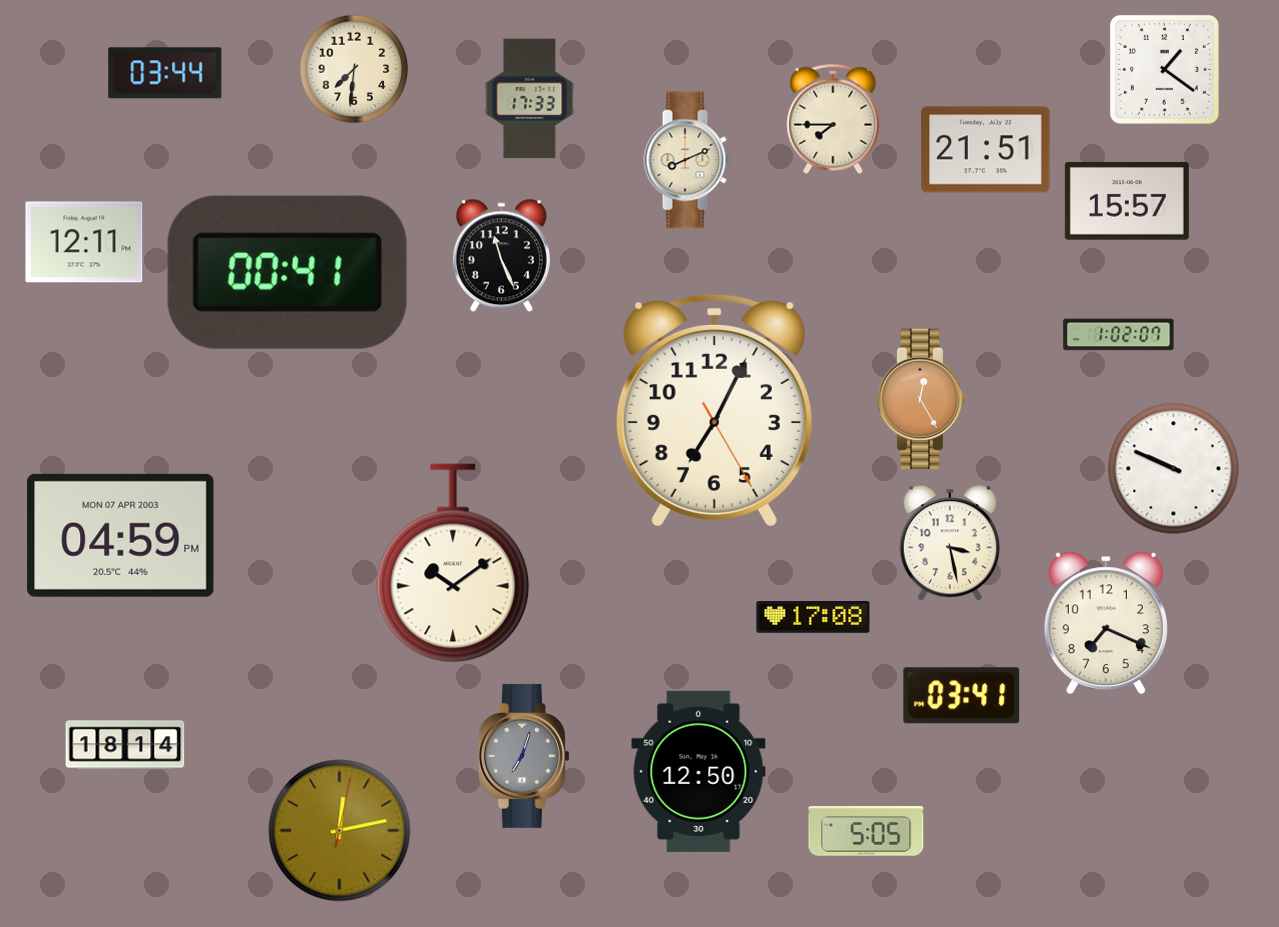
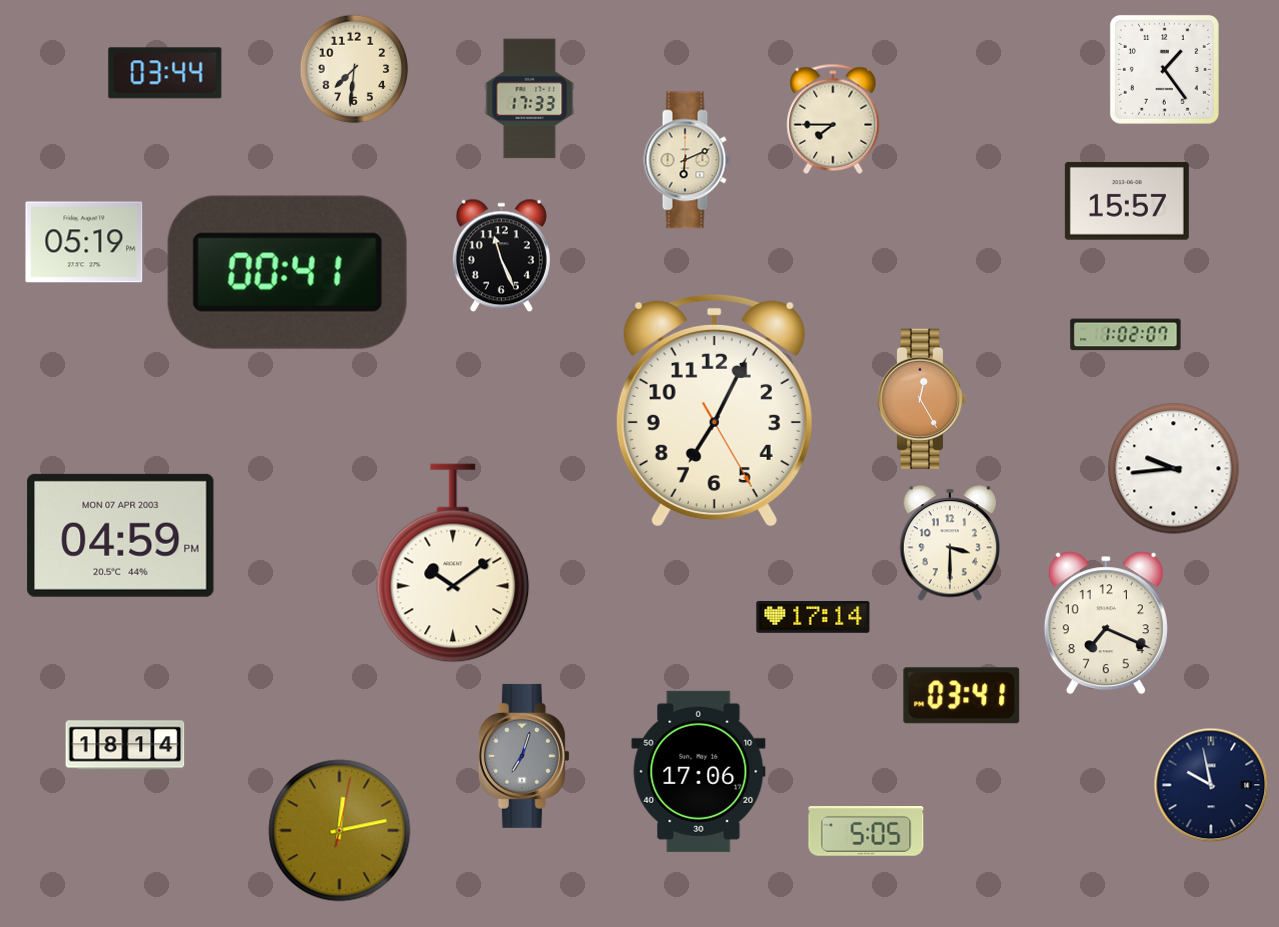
clock at (1164, 69): 1:21 -> 1:24
clock at (986, 150): 21:51 -> none
clock at (687, 160): 8:11 -> 6:11
clock at (84, 242): 12:11 -> 05:19
clock at (1119, 335) position: (1119, 335) -> (1126, 335)
clock at (1174, 469): 9:49 -> 9:44
clock at (950, 543): 3:28 -> 3:30
clock at (813, 618): 17:08 -> 17:14
clock at (699, 771): 12:50 -> 17:06
clock at (1211, 785): none -> 9:58
